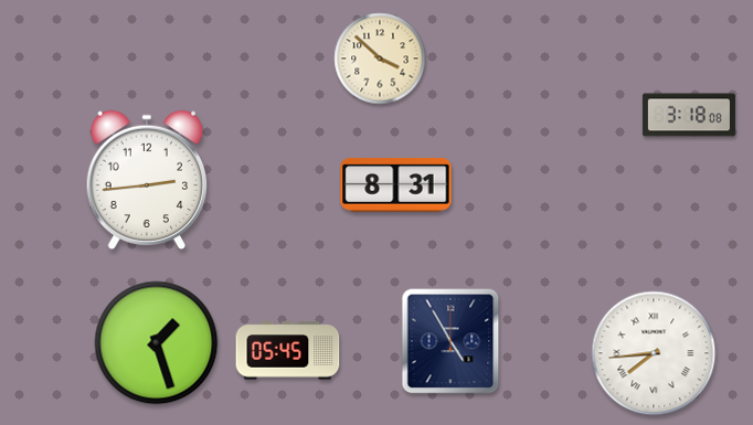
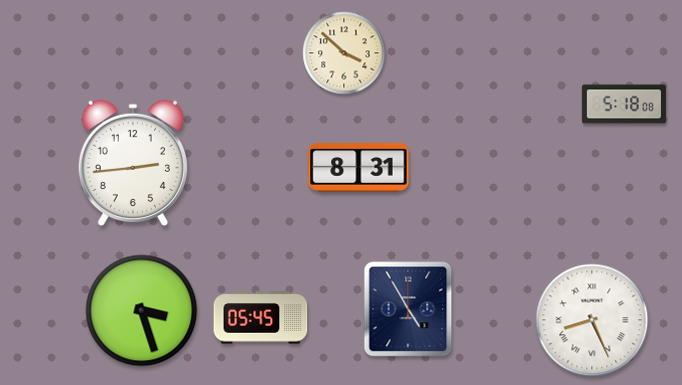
clock at (689, 115): 3:18 -> 5:18
clock at (157, 343): 1:27 -> 3:27
clock at (654, 353): 7:44 -> 8:26
